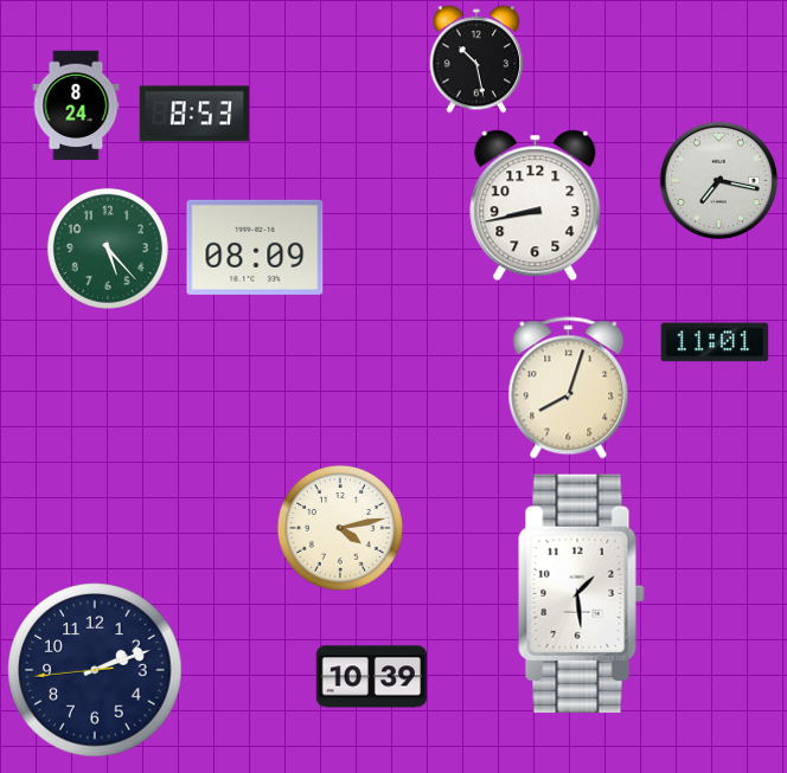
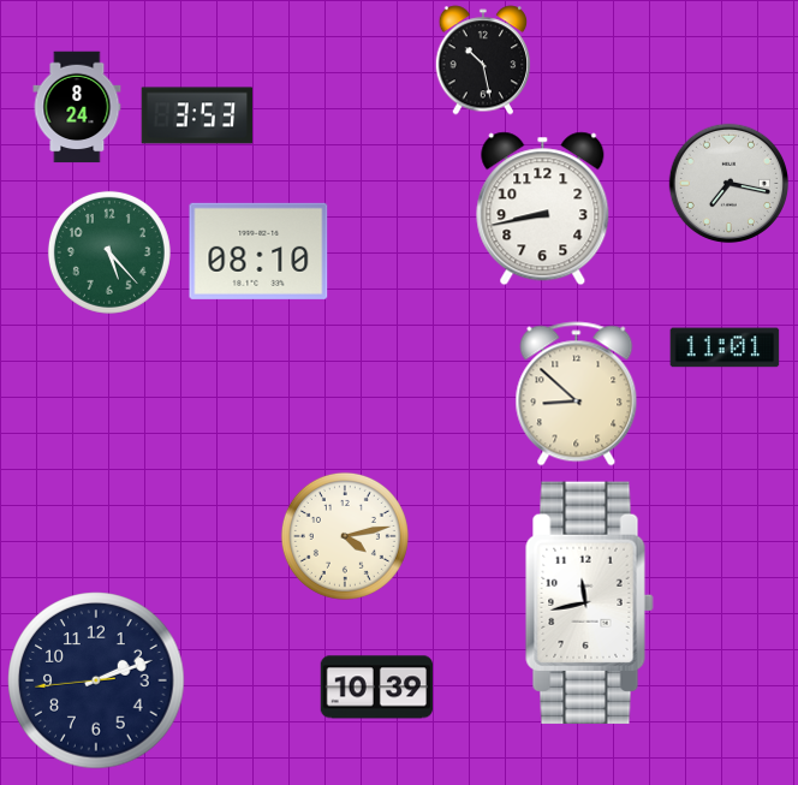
clock at (194, 114): 8:53 -> 3:53
clock at (255, 247): 08:09 -> 08:10
clock at (569, 388): 8:03 -> 8:52
clock at (582, 594): 1:29 -> 11:43
